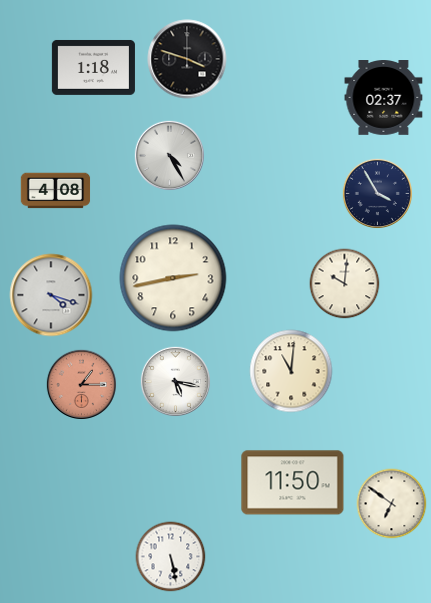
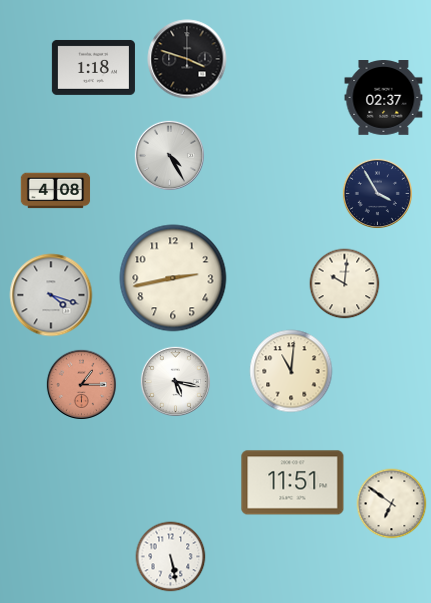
clock at (293, 483): 11:50 -> 11:51
